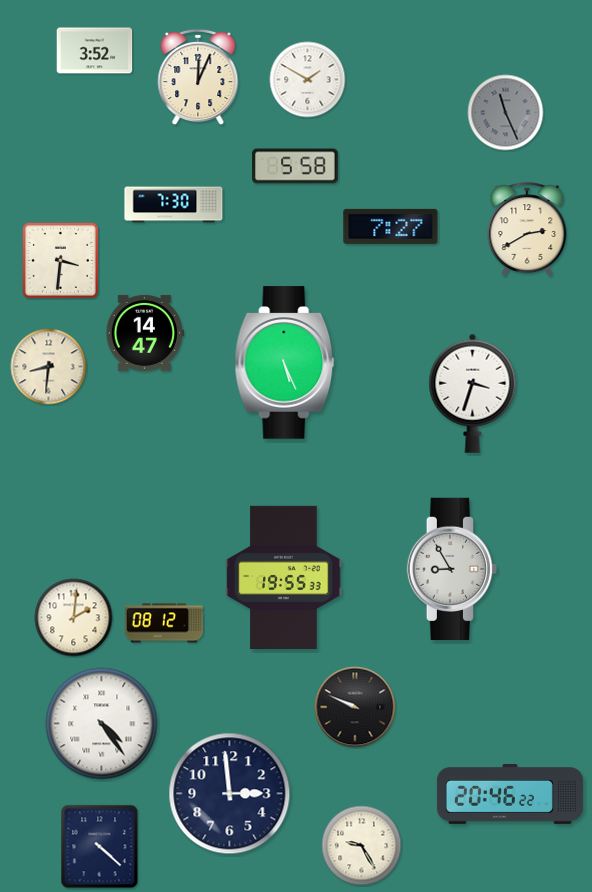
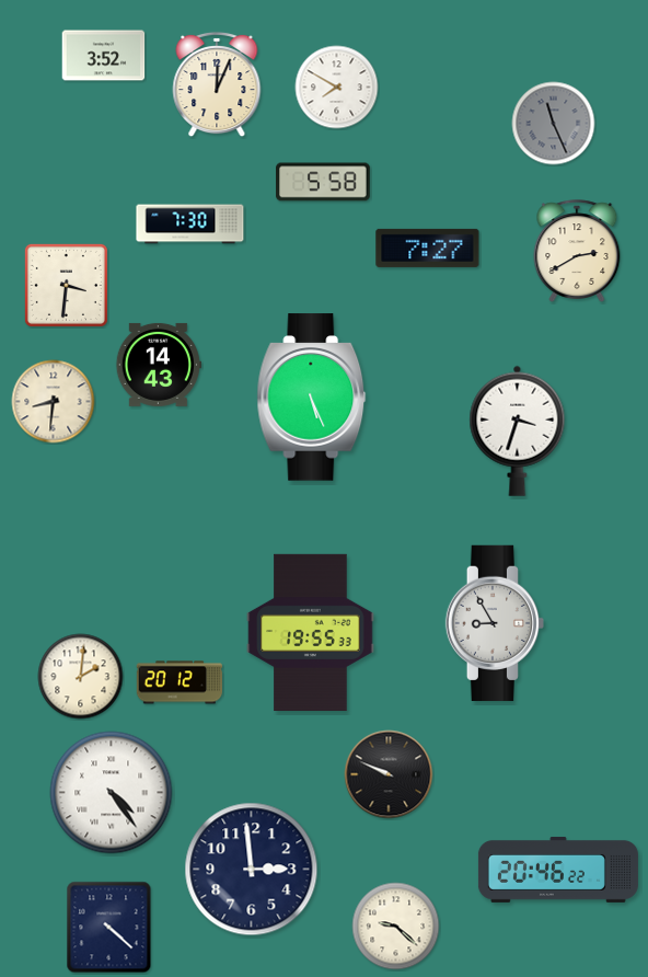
clock at (308, 80): 1:50 -> 7:50
clock at (144, 333): 14:47 -> 14:43
clock at (163, 623): 08:12 -> 20:12
clock at (362, 846): 9:25 -> 9:22
